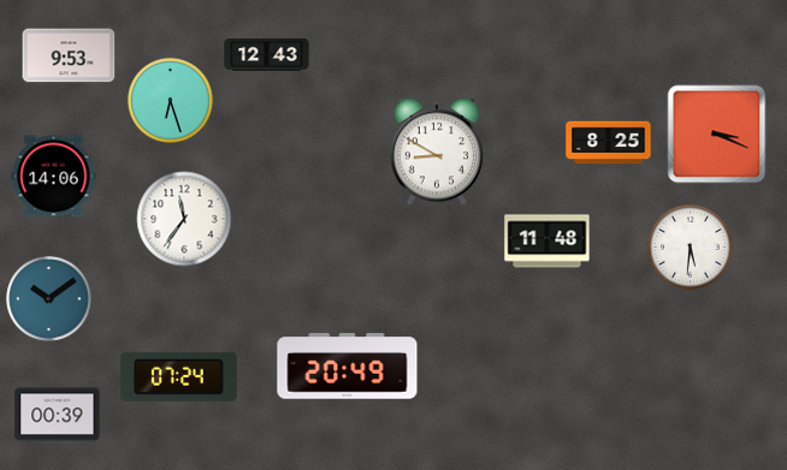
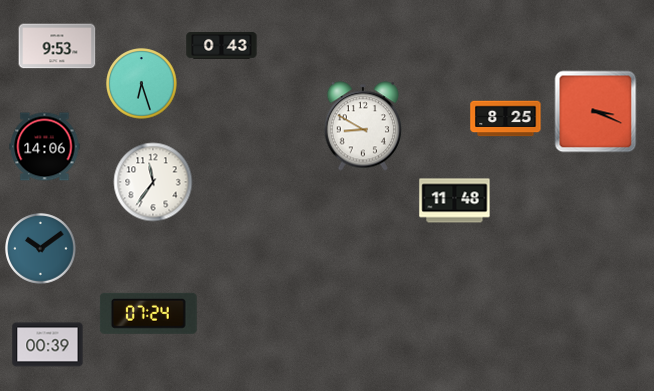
clock at (267, 55): 12:43 -> 0:43
clock at (691, 248): 5:31 -> none
clock at (348, 367): 20:49 -> none
